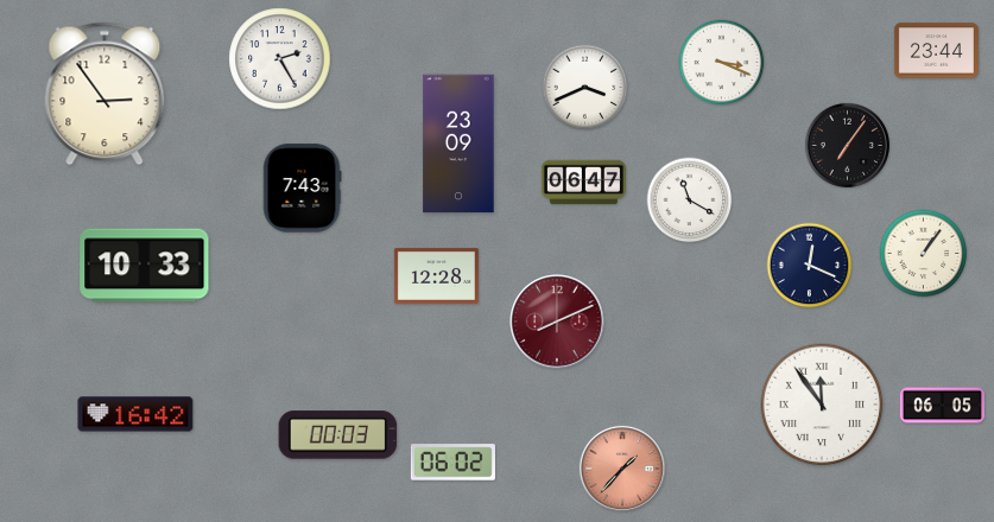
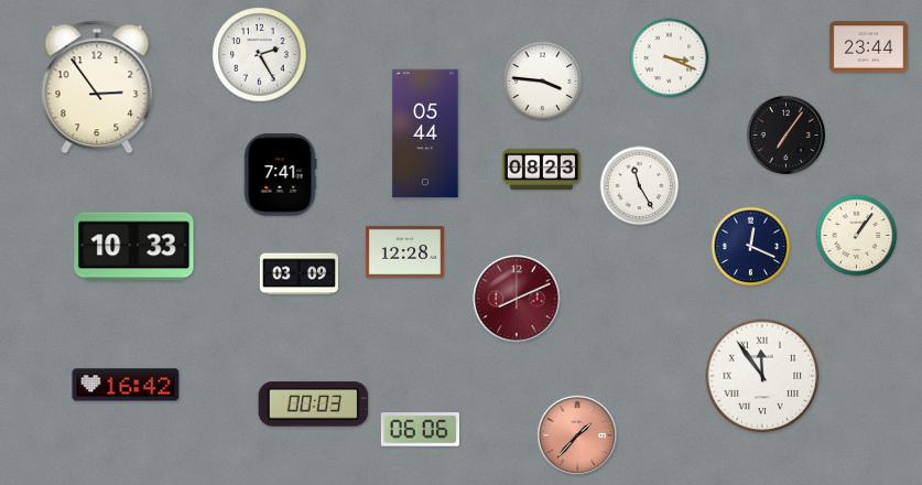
clock at (585, 88): 3:41 -> 3:46
clock at (458, 144): 23:09 -> 05:44
clock at (583, 183): 06:47 -> 08:23
clock at (302, 189): 7:43 -> 7:41
clock at (690, 200): 11:20 -> 11:25
clock at (436, 275) position: (436, 275) -> (404, 251)
clock at (299, 274): none -> 03:09
clock at (942, 406): 06:05 -> none
clock at (452, 463): 06:02 -> 06:06
